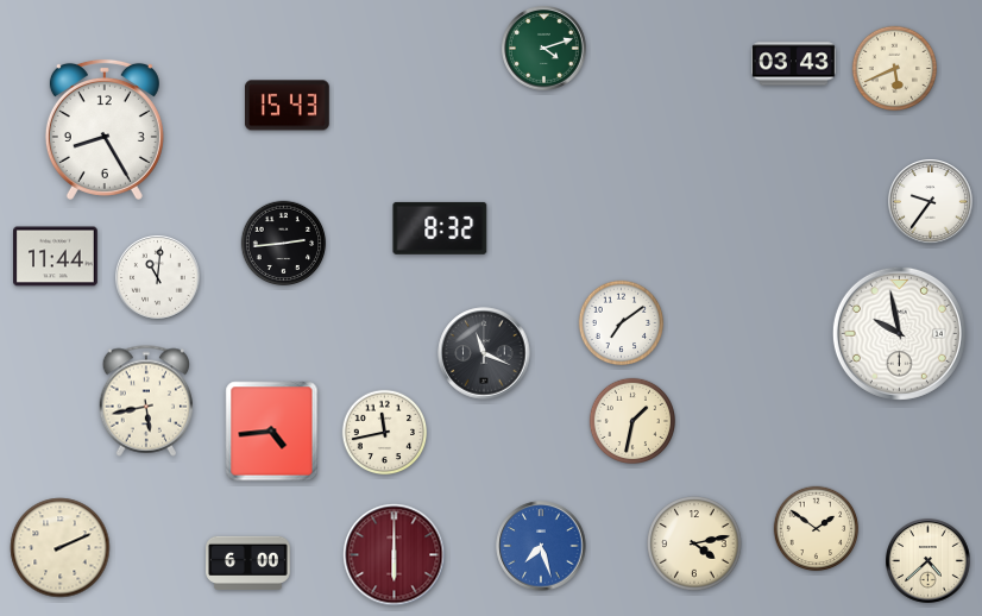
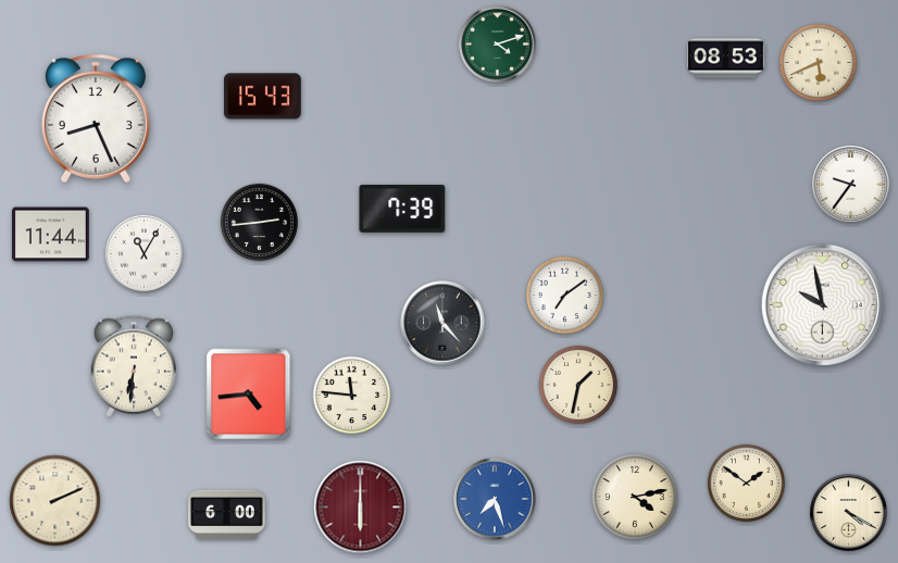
clock at (794, 64): 03:43 -> 08:53
clock at (105, 130): 8:25 -> 8:26
clock at (440, 228): 8:32 -> 7:39
clock at (158, 278): 11:01 -> 11:05
clock at (622, 323) position: (622, 323) -> (565, 296)
clock at (484, 353): 11:19 -> 11:23
clock at (146, 401): 5:43 -> 6:31
clock at (385, 433): 11:43 -> 11:46
clock at (929, 561): 4:38 -> 4:20
